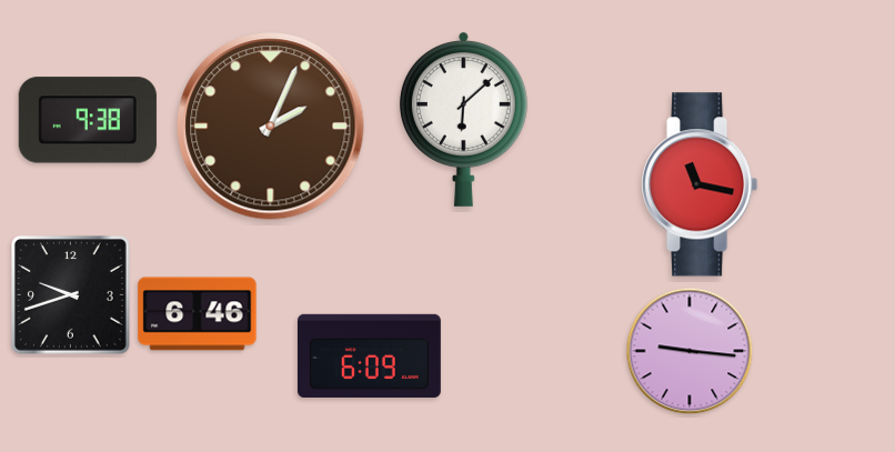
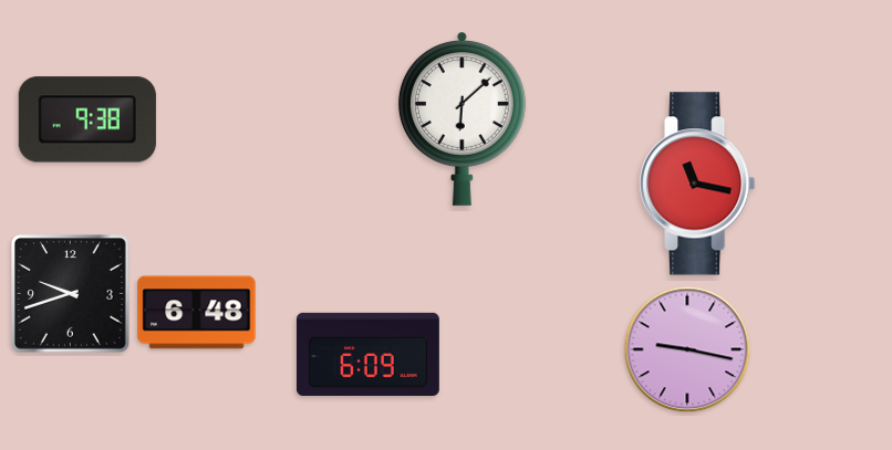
clock at (271, 127): 2:04 -> none
clock at (198, 314): 6:46 -> 6:48
clock at (690, 351): 9:16 -> 9:17
